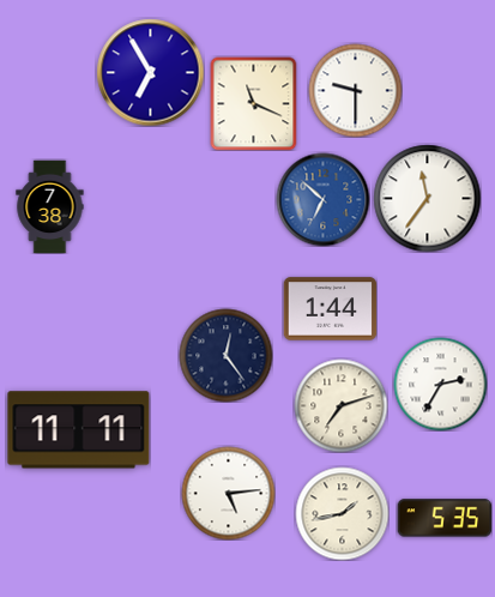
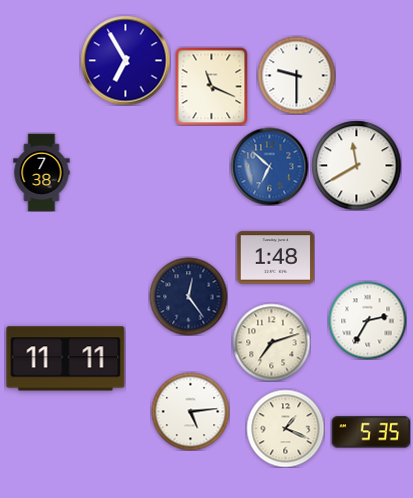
clock at (427, 198): 11:36 -> 11:40
clock at (330, 309): 1:44 -> 1:48
clock at (340, 405) position: (340, 405) -> (271, 342)
clock at (342, 513): 1:43 -> 1:19
